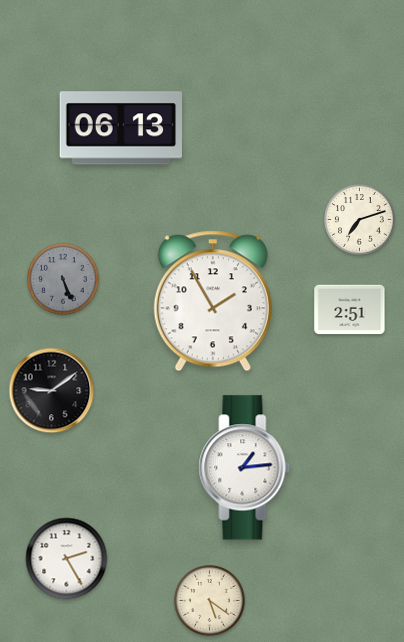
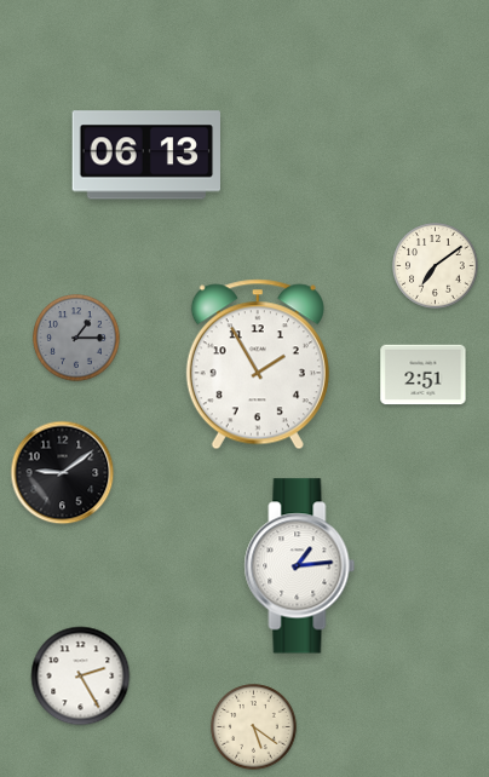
clock at (360, 220): 7:12 -> 7:09
clock at (63, 279): 5:26 -> 1:15
clock at (245, 468) position: (245, 468) -> (300, 566)
